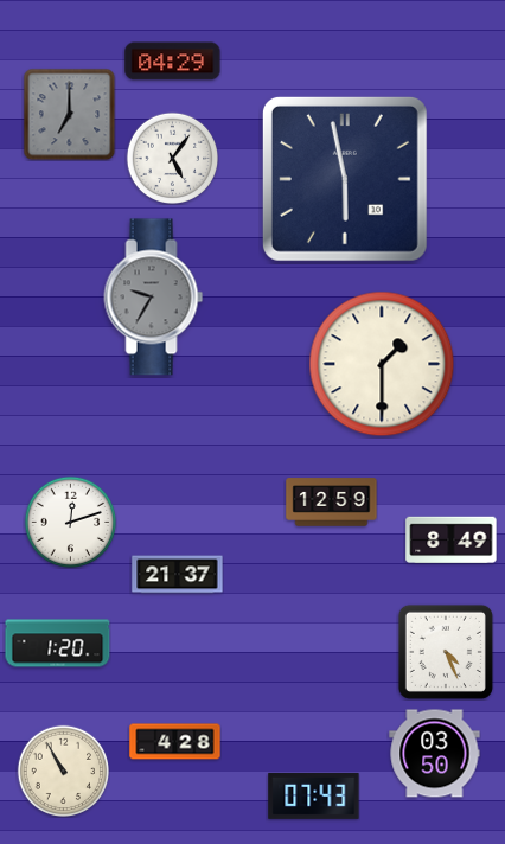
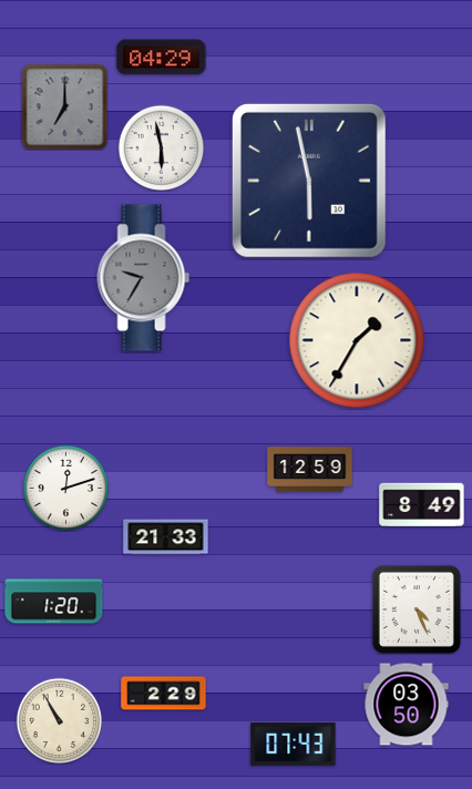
clock at (172, 158): 5:06 -> 5:58
clock at (345, 179) position: (345, 179) -> (309, 181)
clock at (382, 364): 1:30 -> 1:35
clock at (178, 575): 21:37 -> 21:33
clock at (175, 742): 4:28 -> 2:29
